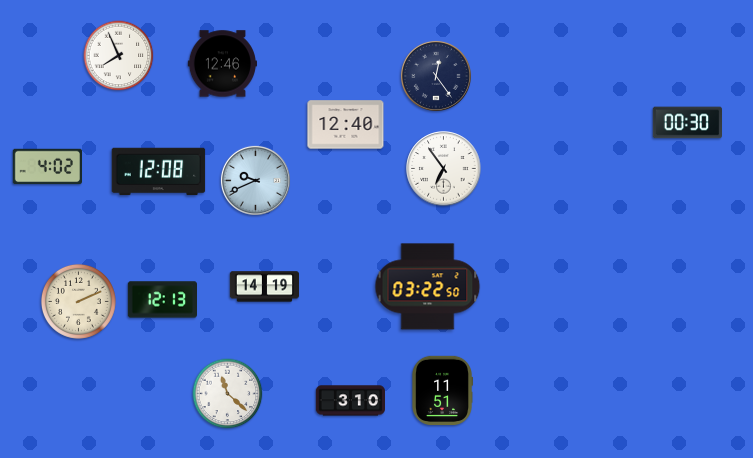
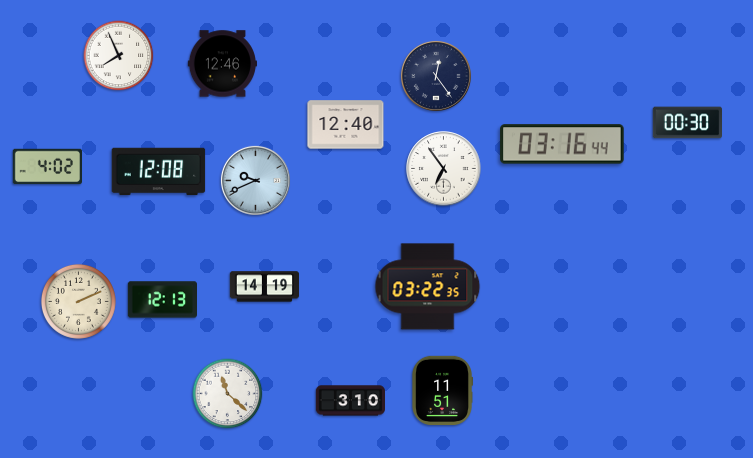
clock at (562, 144): none -> 03:16
clock at (428, 287): 03:22:50 -> 03:22:35
